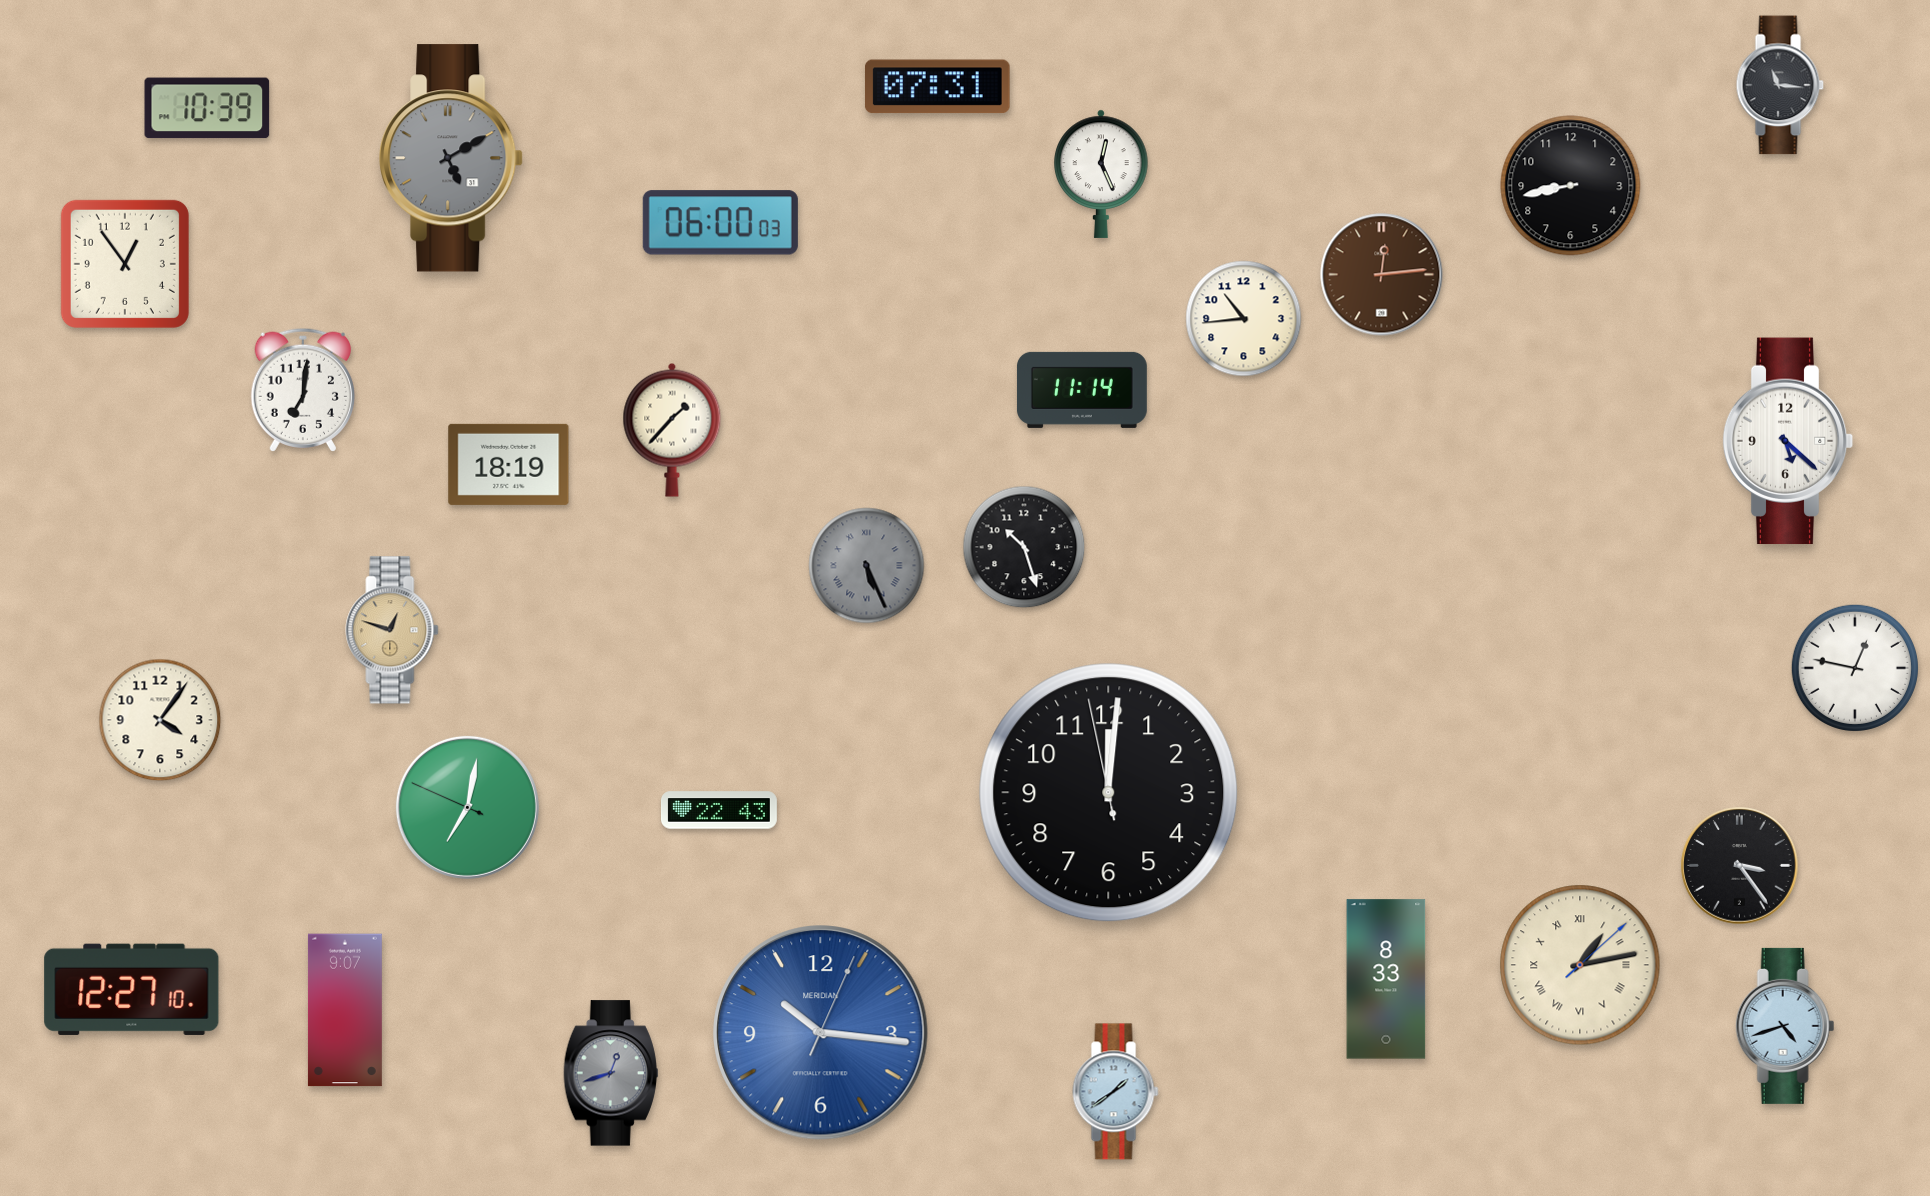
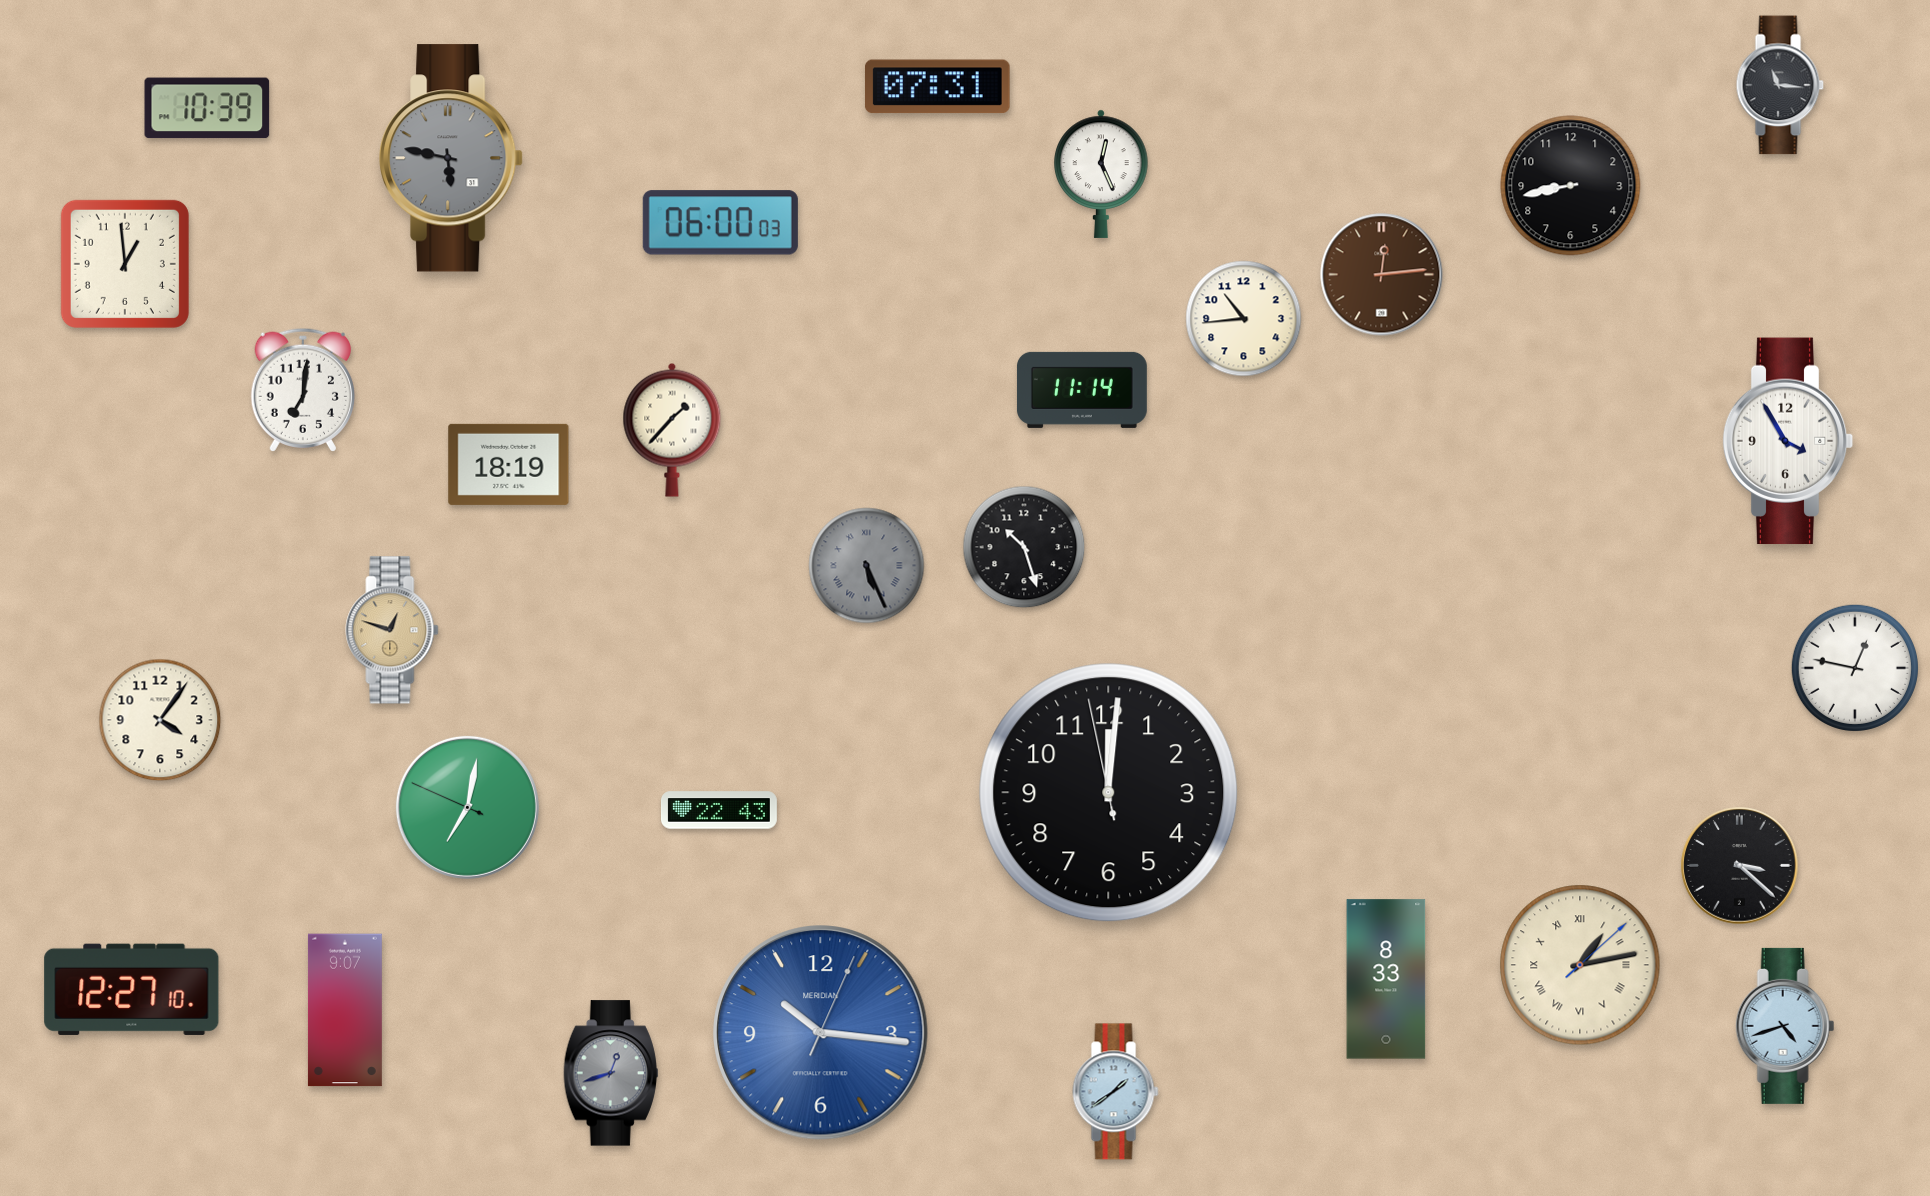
clock at (451, 158): 5:10 -> 5:47
clock at (125, 264): 12:54 -> 12:59
clock at (1788, 441): 5:22 -> 3:55
clock at (1740, 866): 3:24 -> 3:22
